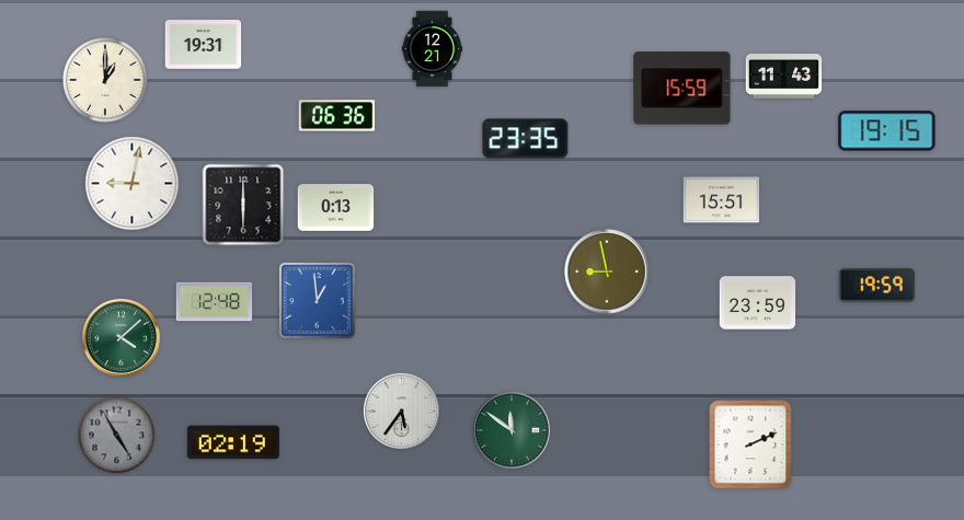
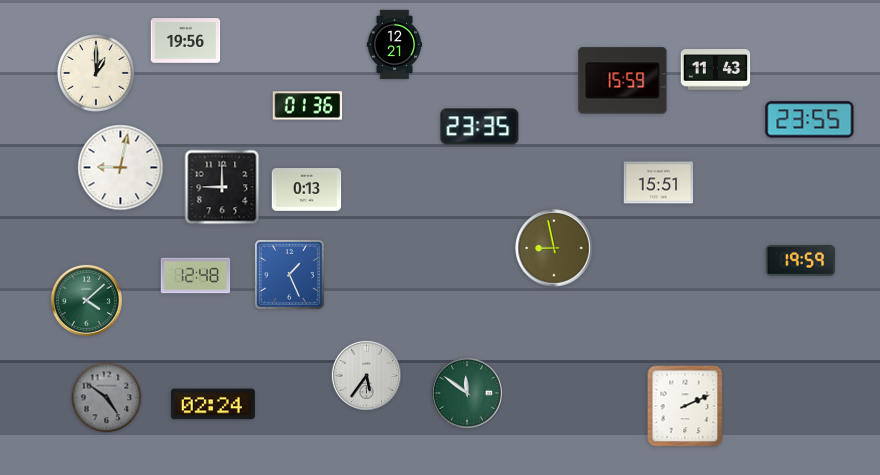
clock at (204, 45): 19:31 -> 19:56
clock at (337, 116): 06:36 -> 01:36
clock at (887, 131): 19:15 -> 23:55
clock at (243, 205): 6:00 -> 9:00
clock at (317, 300): 12:59 -> 1:26
clock at (758, 303): 23:59 -> none
clock at (120, 337) position: (120, 337) -> (86, 300)
clock at (117, 436): 4:55 -> 4:51
clock at (233, 442): 02:19 -> 02:24
